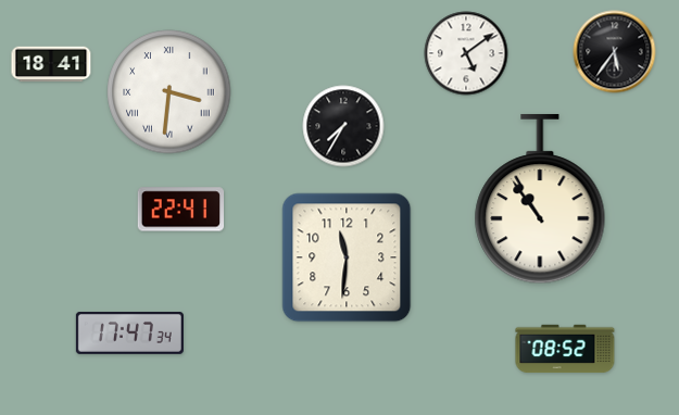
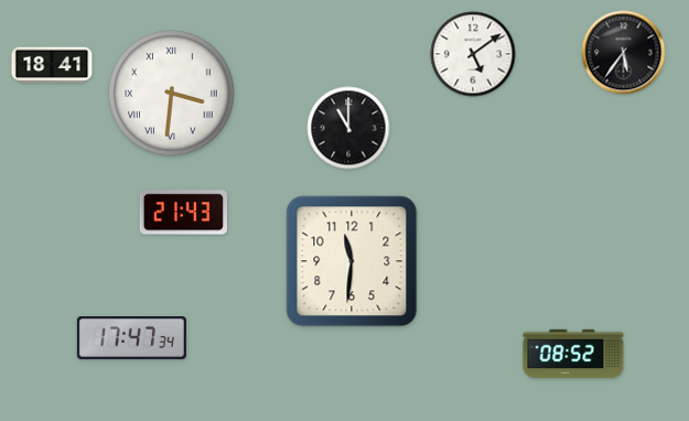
clock at (343, 126): 7:35 -> 11:00
clock at (540, 199): 10:54 -> none
clock at (180, 210): 22:41 -> 21:43
